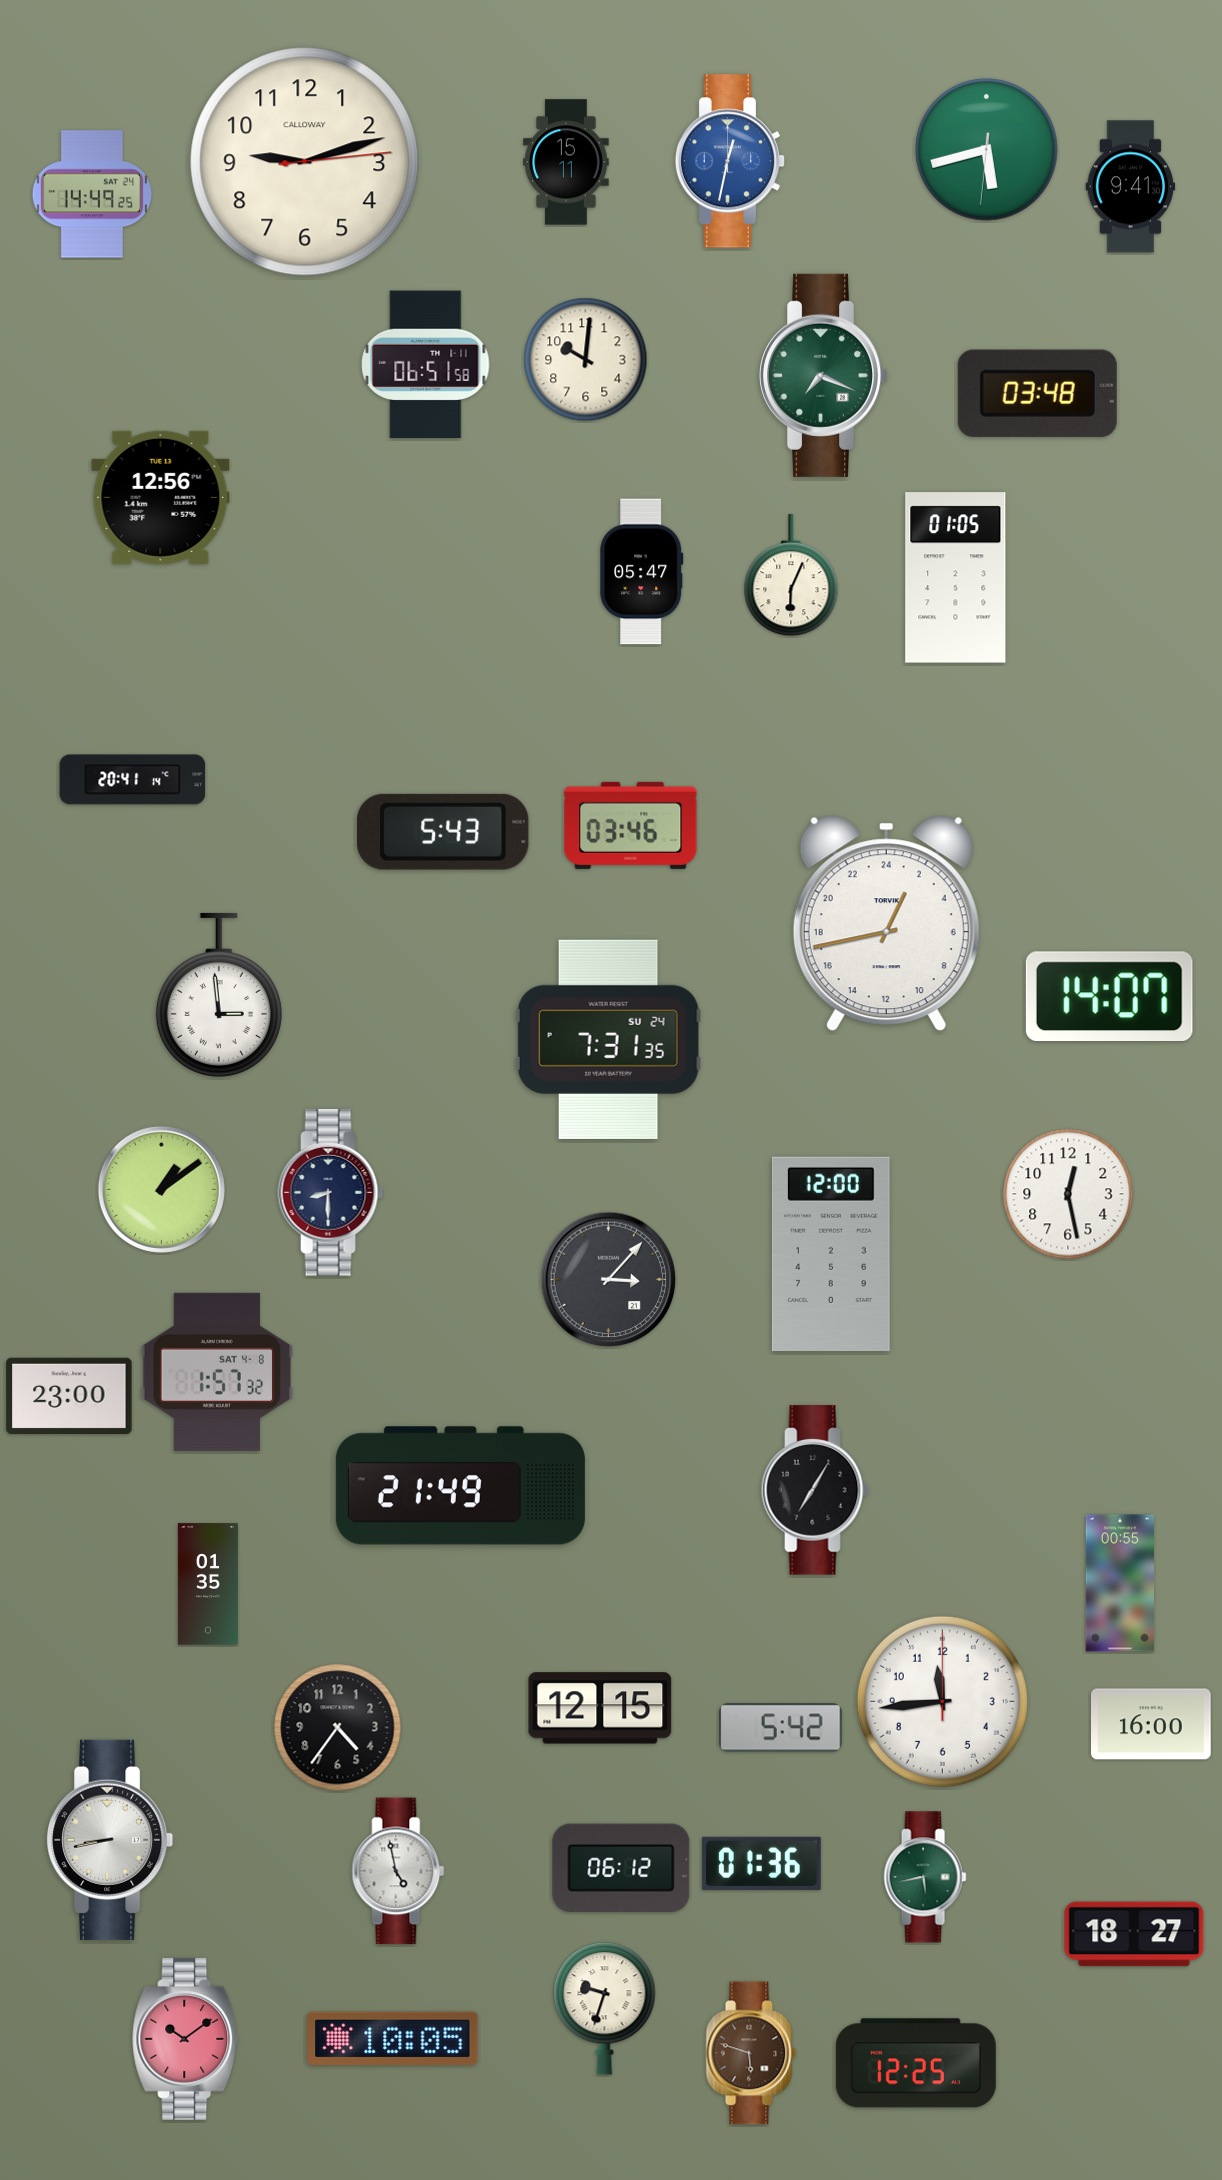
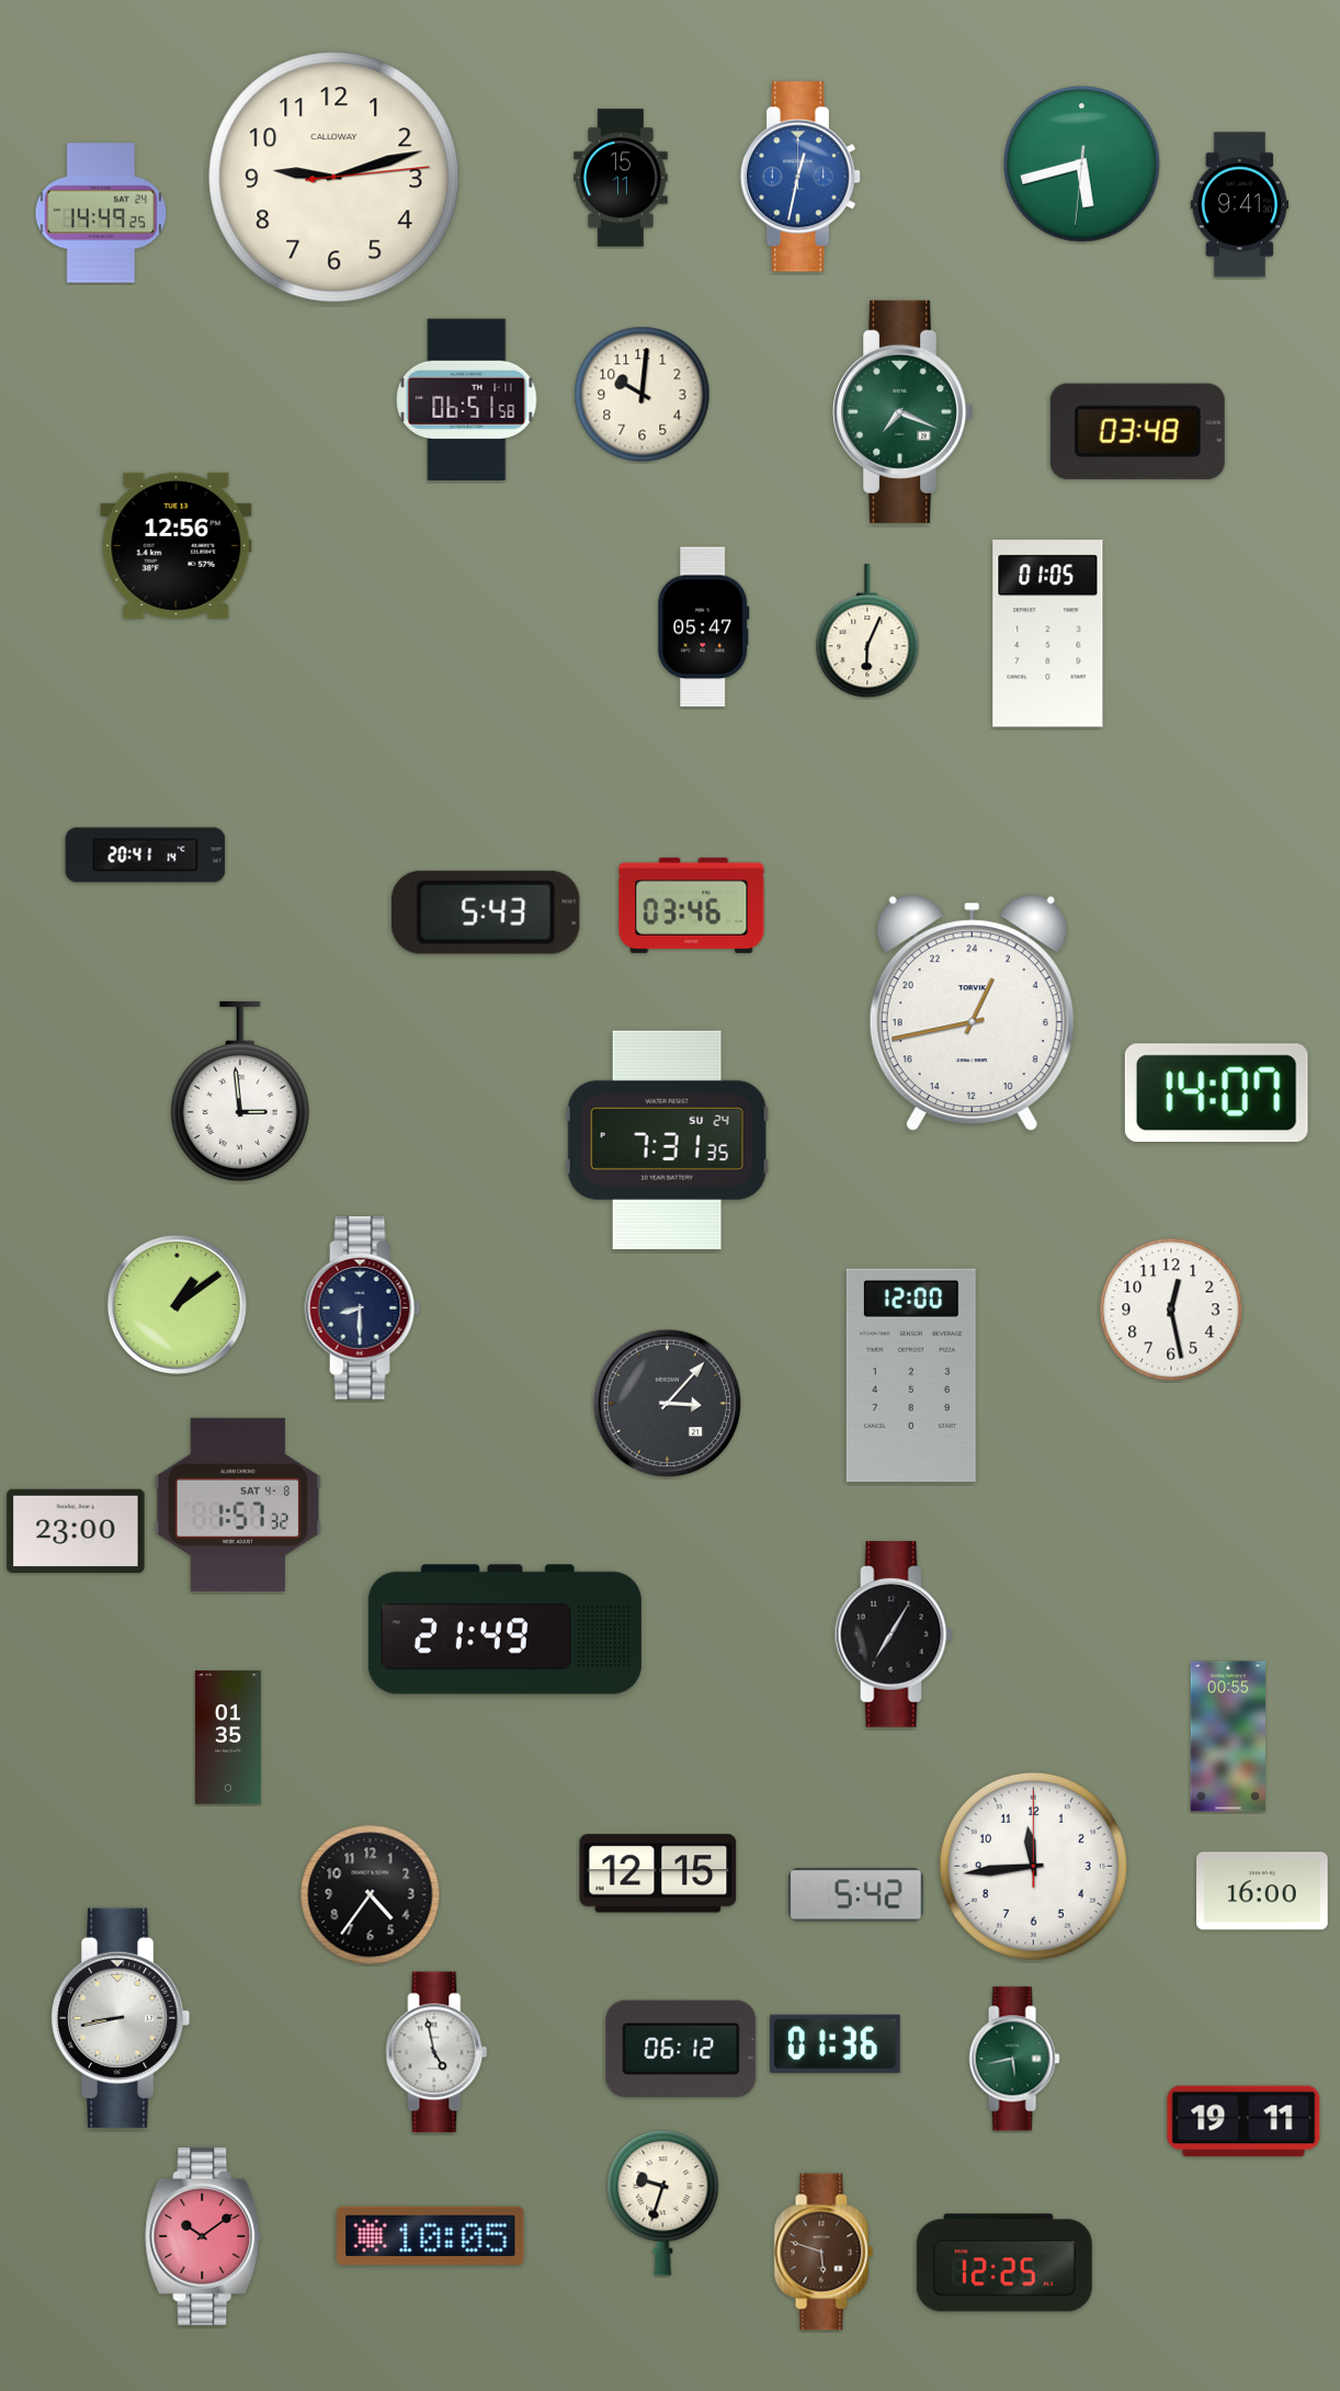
clock at (1134, 1934): 18:27 -> 19:11
